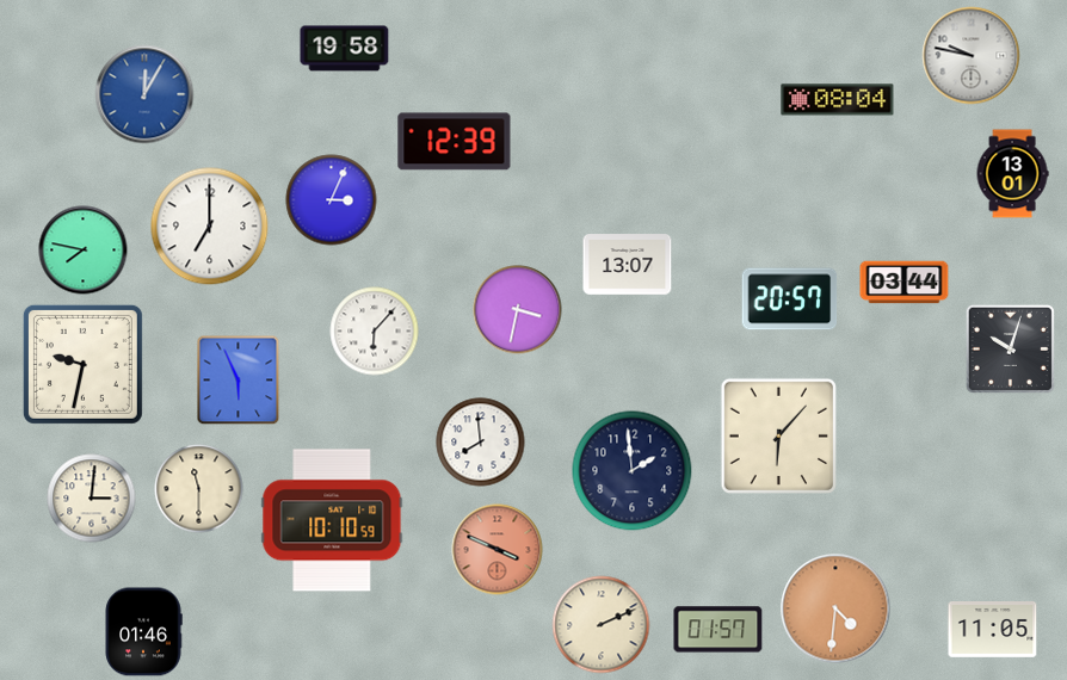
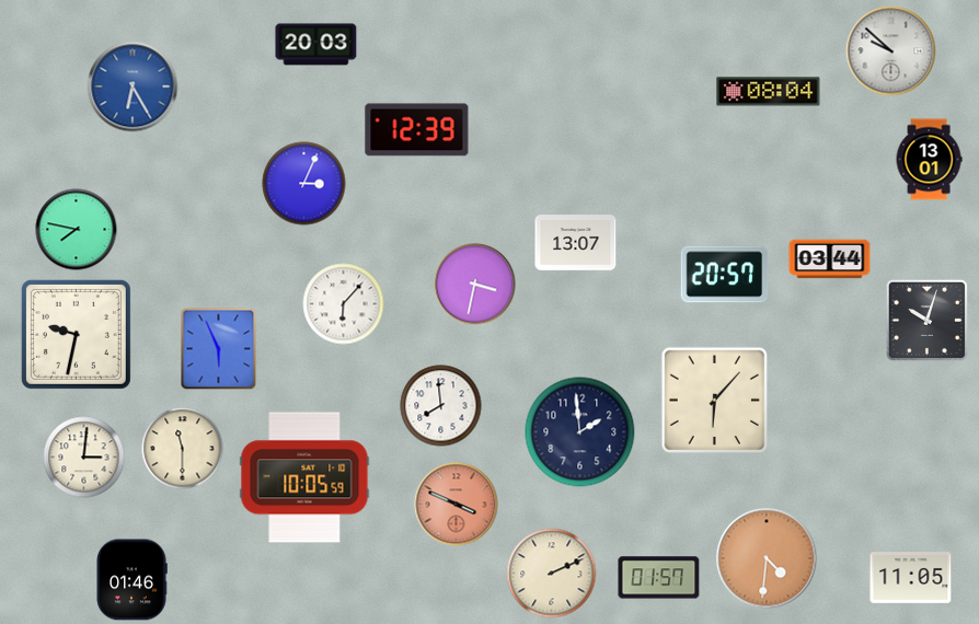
clock at (345, 49): 19:58 -> 20:03
clock at (972, 56): 9:47 -> 9:52
clock at (144, 94): 12:05 -> 6:25
clock at (210, 227): 7:00 -> none
clock at (332, 520): 10:10 -> 10:05
